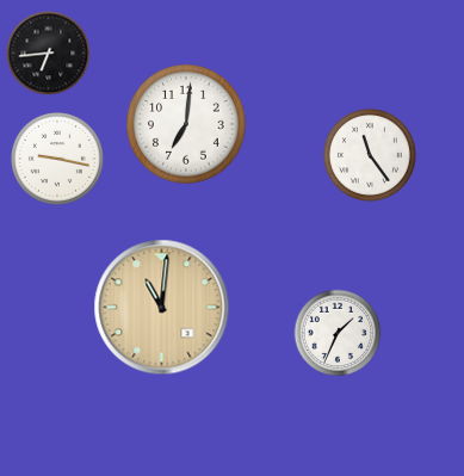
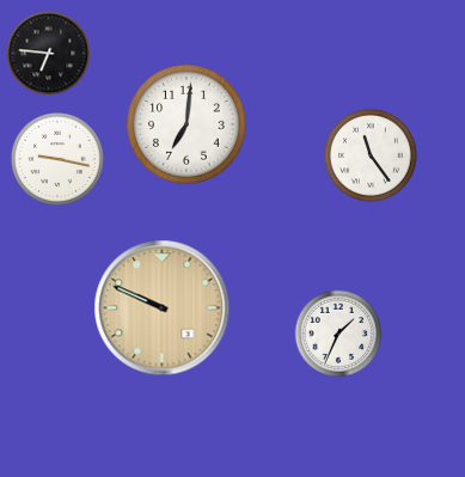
clock at (49, 54): 6:44 -> 6:46
clock at (162, 308): 11:01 -> 9:49
